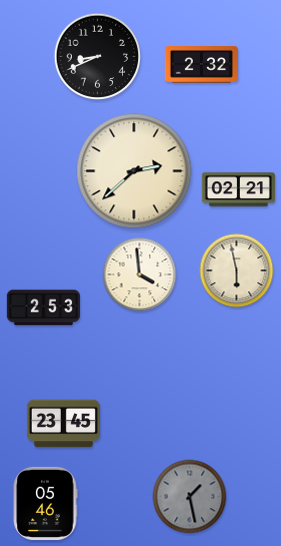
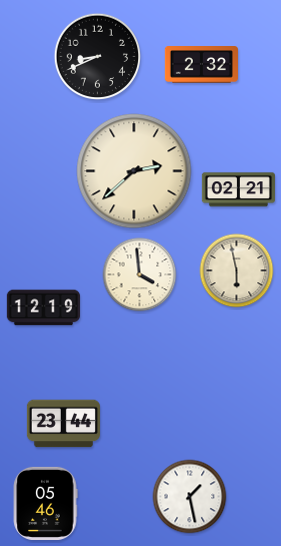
clock at (43, 308): 2:53 -> 12:19
clock at (63, 424): 23:45 -> 23:44
clock at (190, 497) dial: grey -> white
